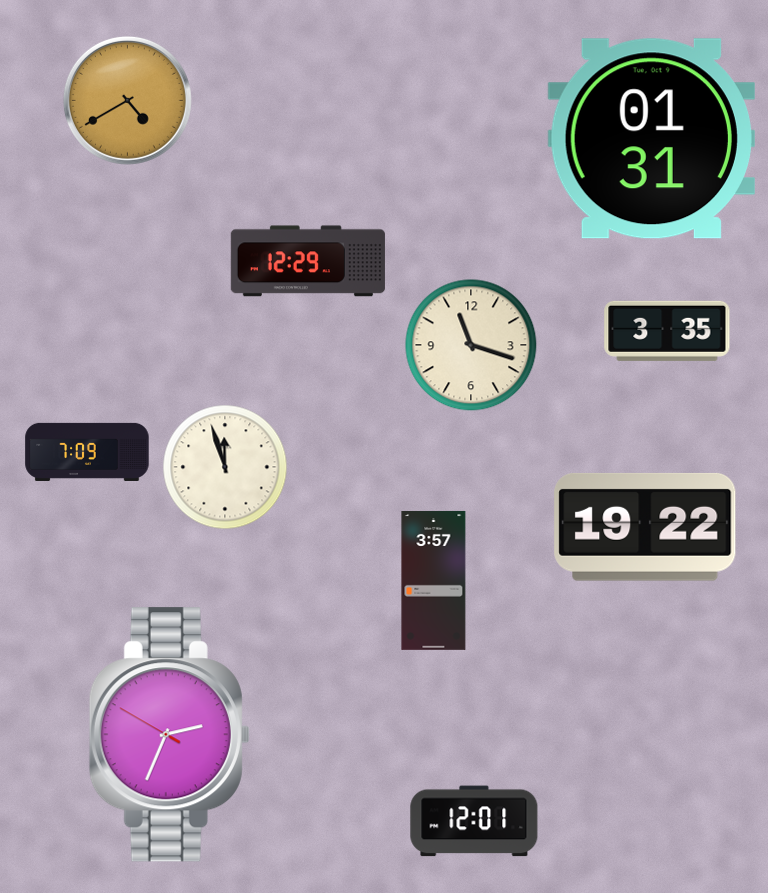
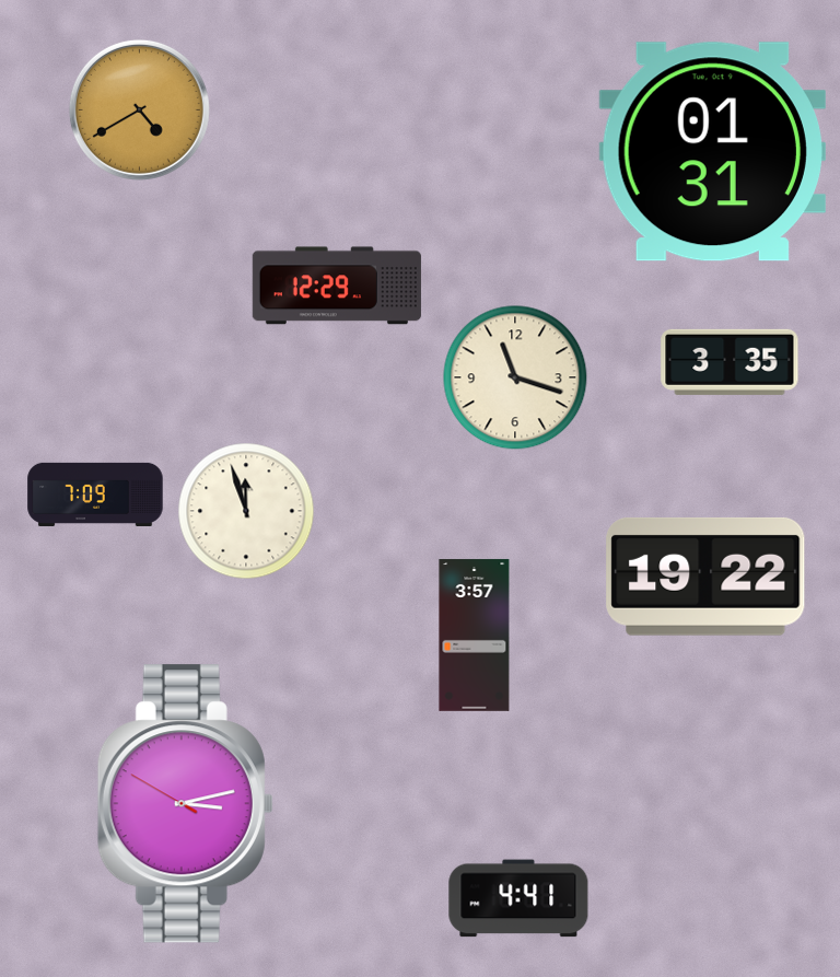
clock at (169, 735): 2:33 -> 3:12
clock at (474, 821): 12:01 -> 4:41
